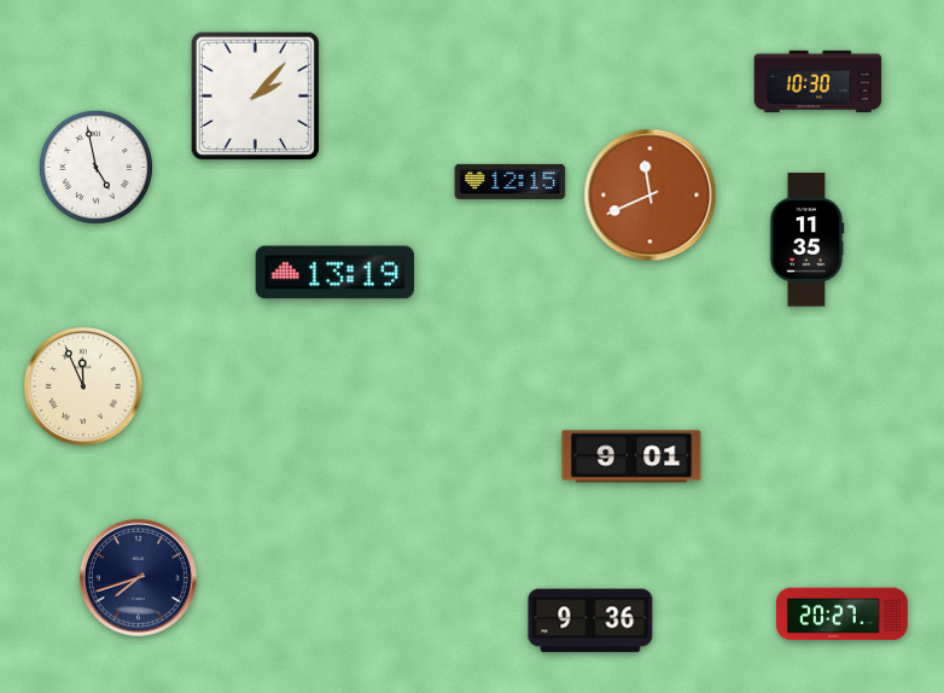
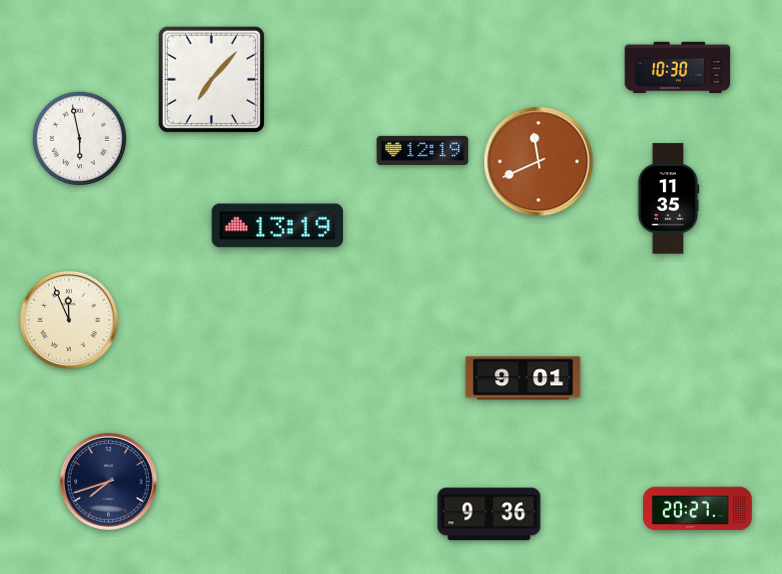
clock at (255, 95): 2:07 -> 7:07
clock at (95, 167): 4:58 -> 5:58
clock at (511, 181): 12:15 -> 12:19
clock at (138, 577) position: (138, 577) -> (108, 481)
